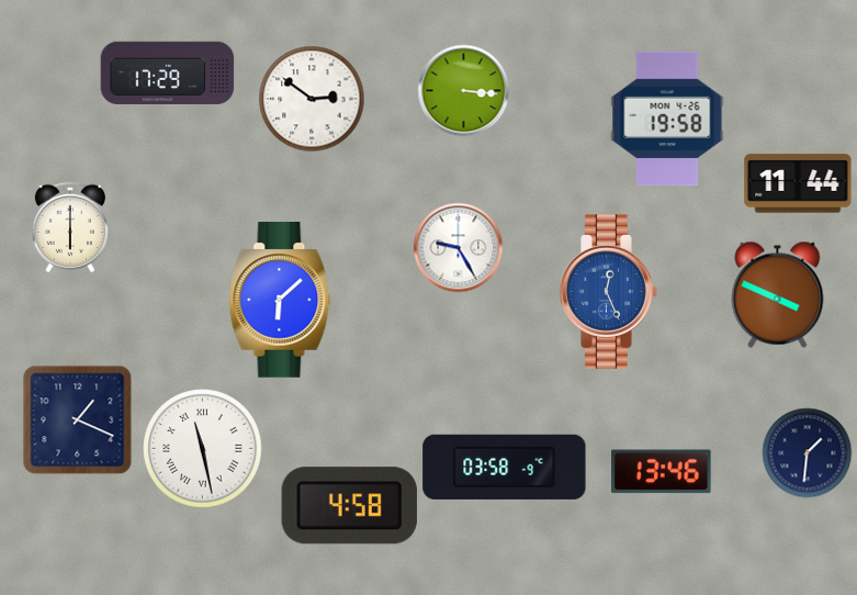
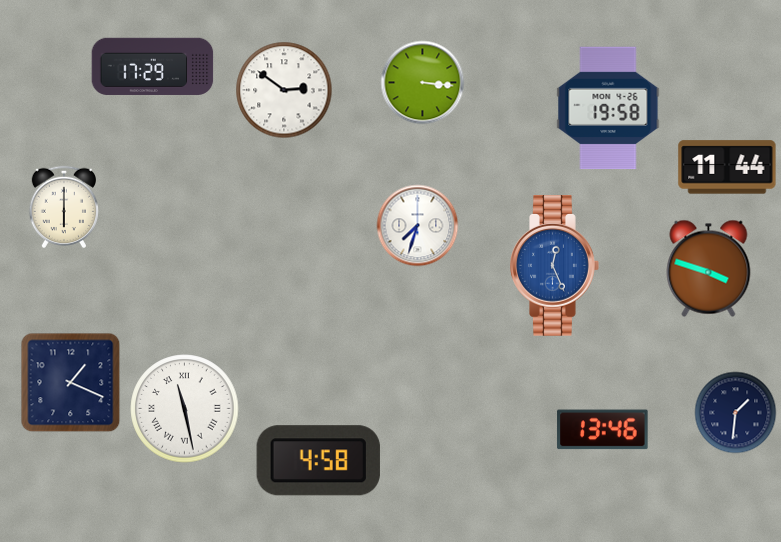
clock at (458, 247): 9:25 -> 7:33
clock at (778, 294): 3:49 -> 3:48
clock at (280, 300): 6:08 -> none
clock at (505, 467): 03:58 -> none
